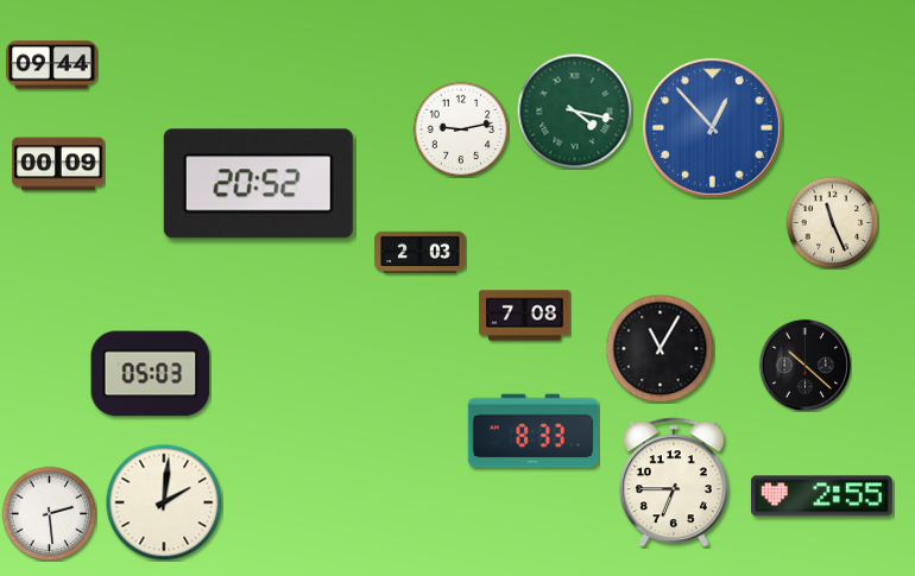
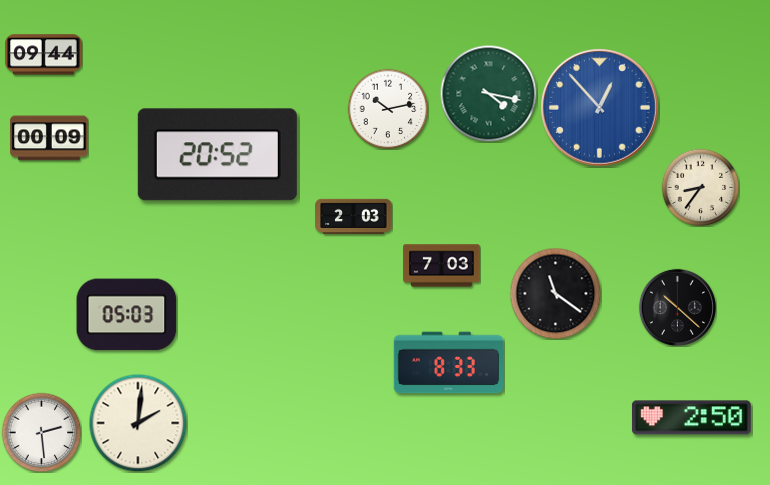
clock at (574, 110) position: (574, 110) -> (488, 93)
clock at (461, 129): 9:13 -> 10:13
clock at (832, 222): 11:26 -> 8:36
clock at (421, 252) position: (421, 252) -> (354, 216)
clock at (525, 316): 7:08 -> 7:03
clock at (660, 348): 11:05 -> 11:21
clock at (674, 482): 6:45 -> none
clock at (821, 496): 2:55 -> 2:50
